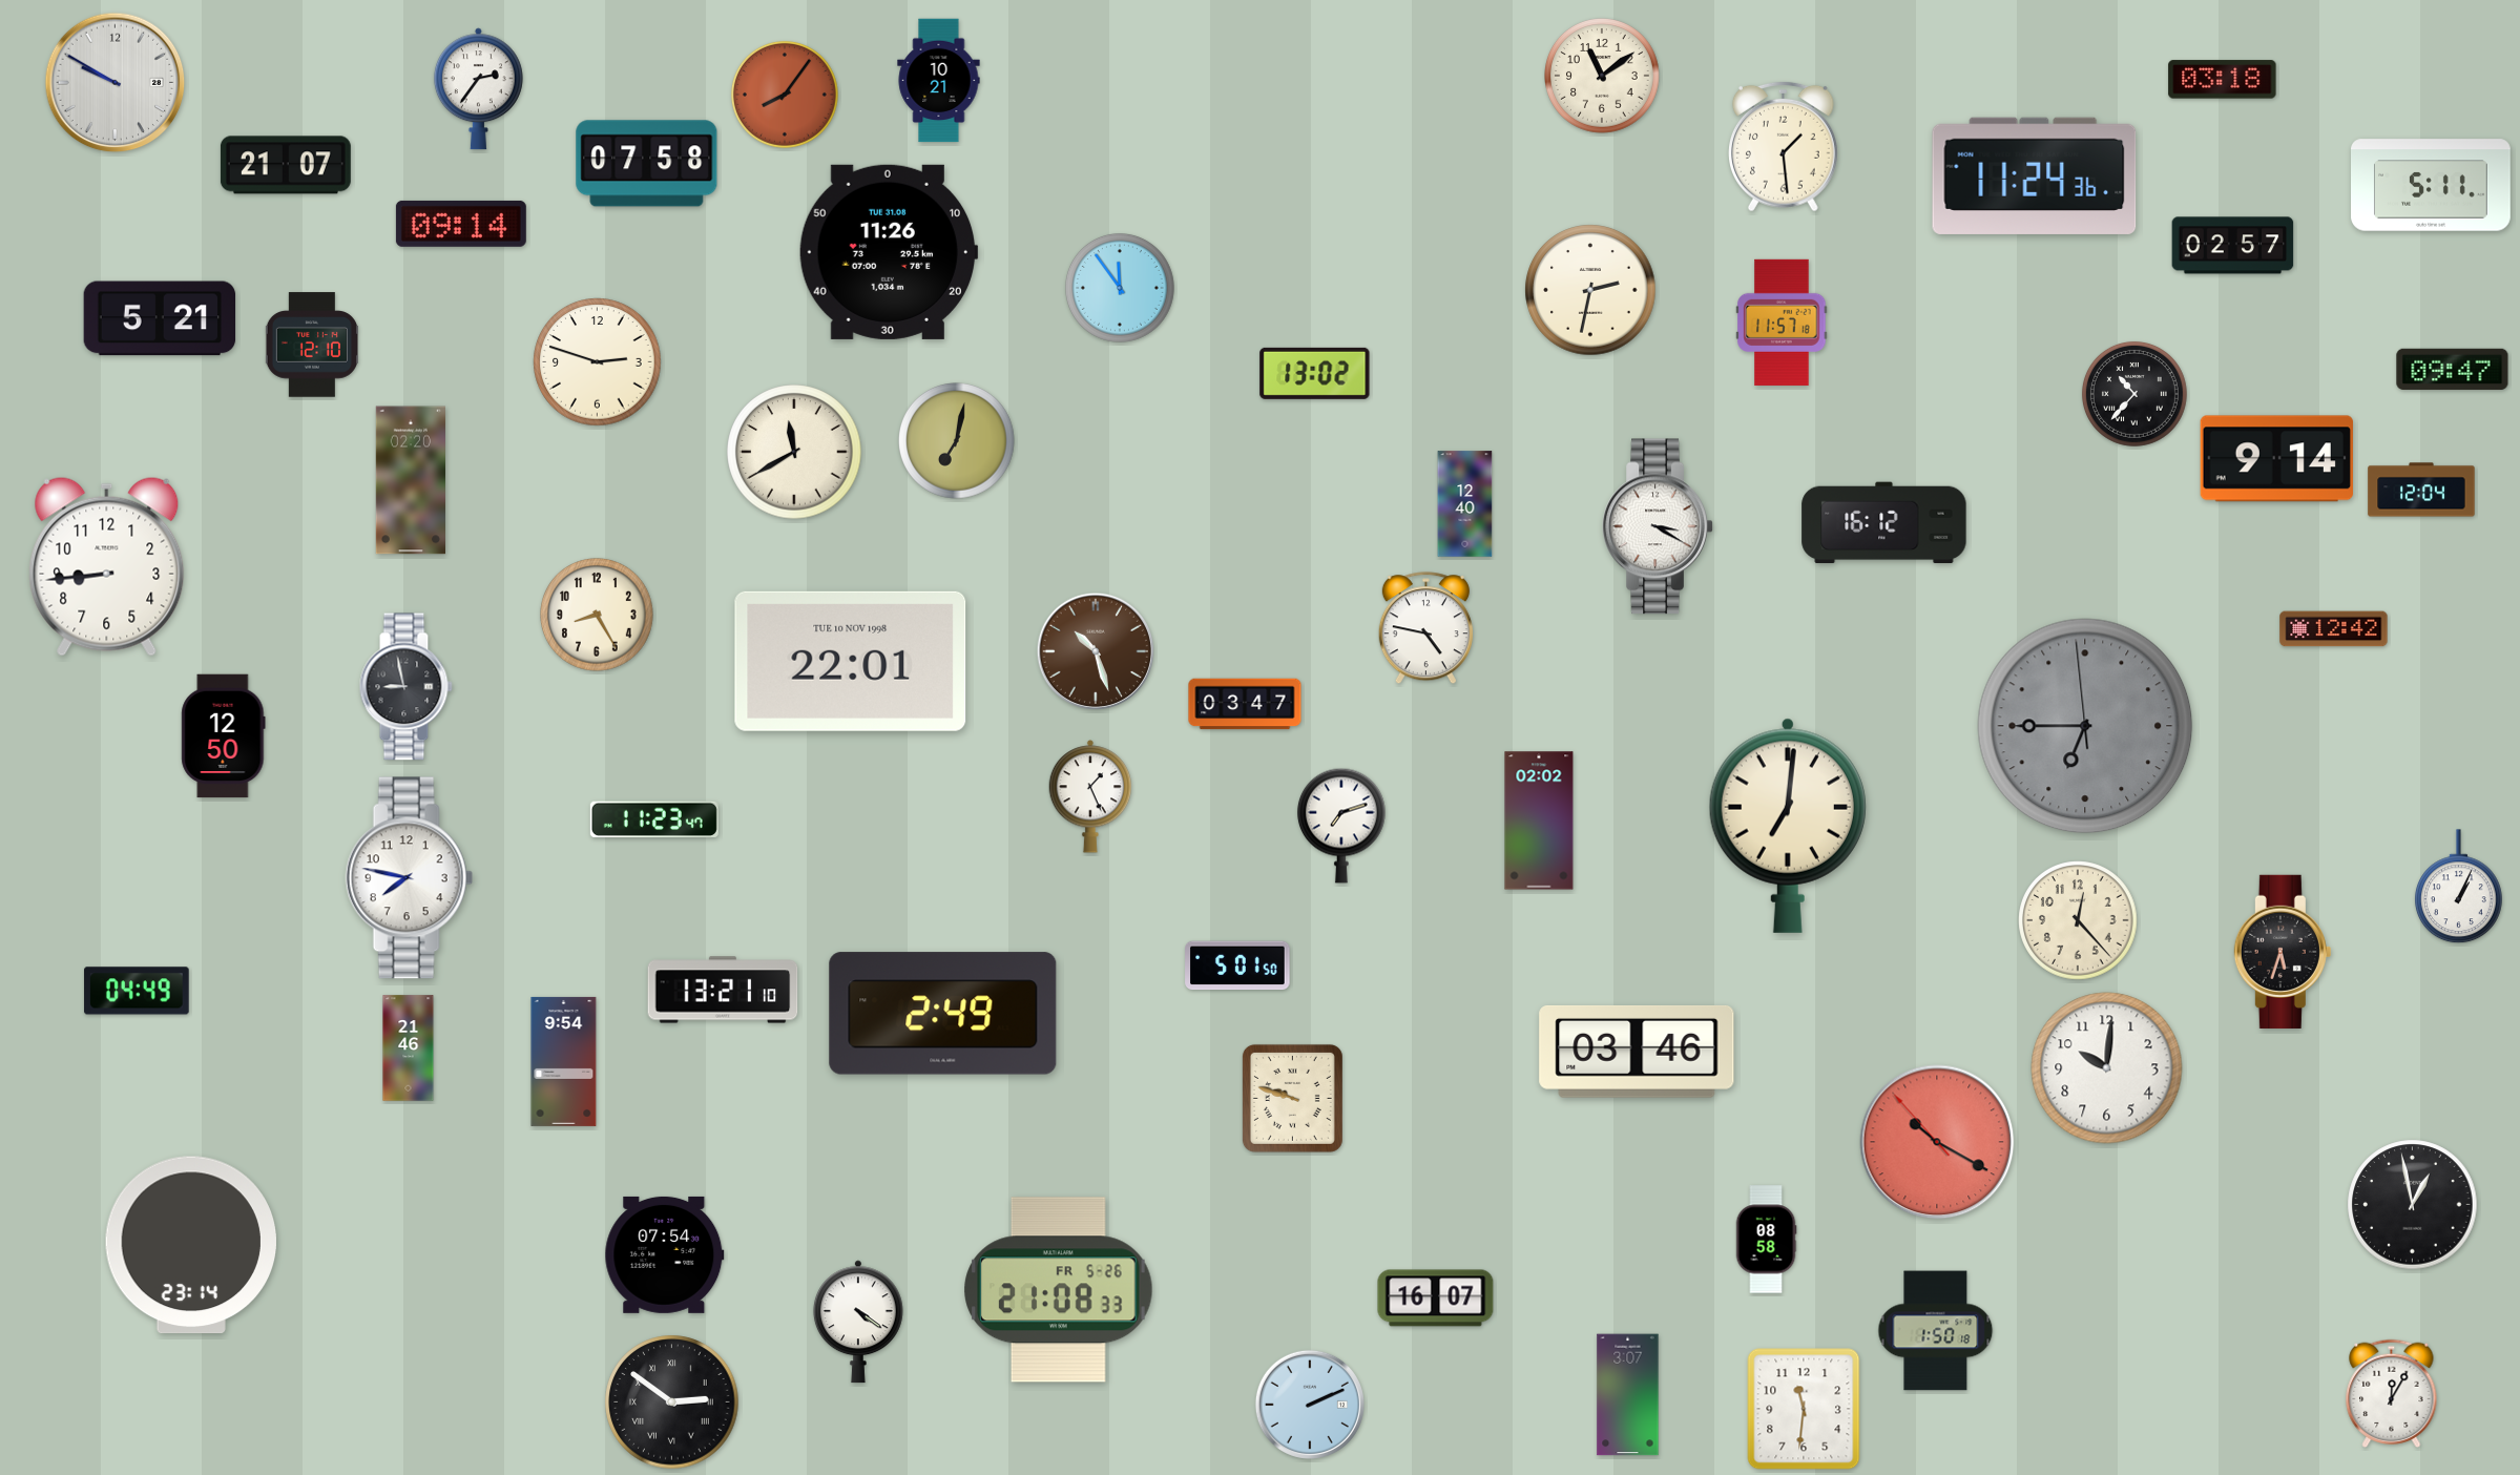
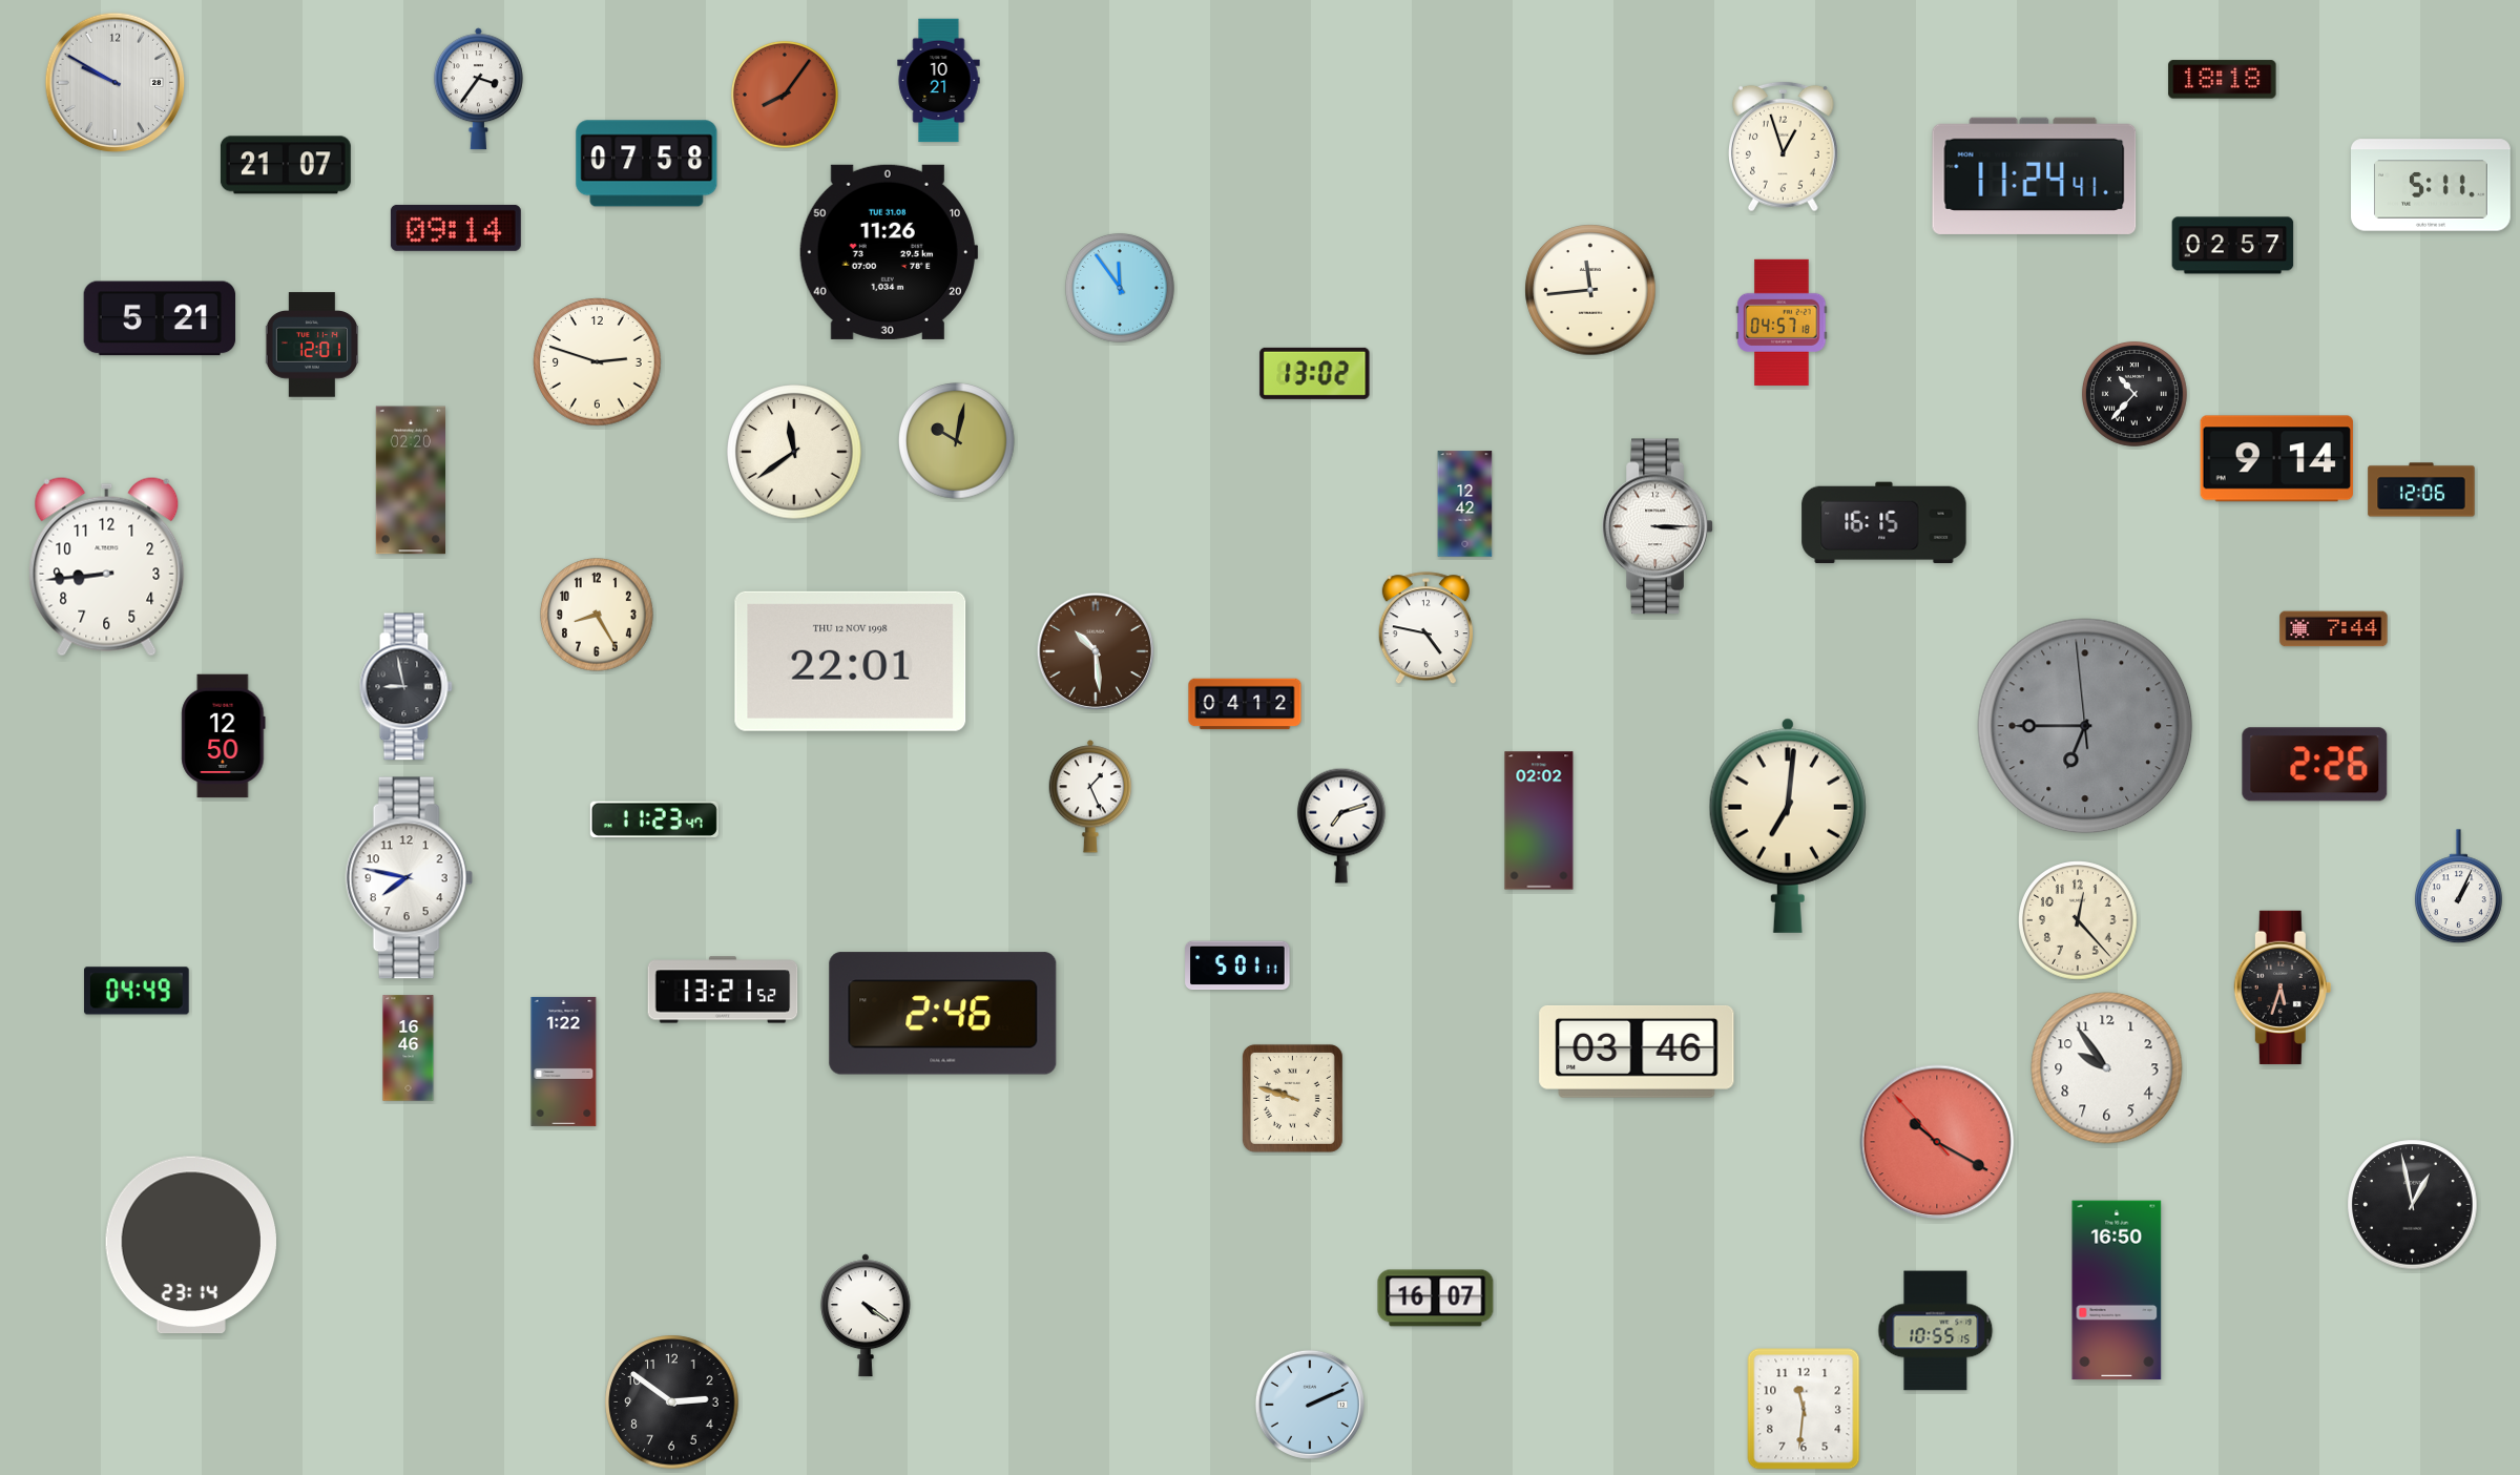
clock at (1603, 77): 11:09 -> none
clock at (2223, 80): 03:18 -> 18:18
clock at (478, 89): 2:36 -> 3:36
clock at (1784, 146): 1:29 -> 12:57
clock at (2035, 175): 11:24:36 -> 11:24:41
clock at (461, 224) position: (461, 224) -> (456, 228)
clock at (1590, 290): 2:32 -> 11:44
clock at (1782, 323): 11:57 -> 04:57
clock at (311, 345): 12:10 -> 12:01
clock at (2453, 369): 09:47 -> none
clock at (957, 441): 7:02 -> 10:02
clock at (794, 452): 11:40 -> 11:39
clock at (2421, 490): 12:04 -> 12:06
clock at (1465, 504): 12:40 -> 12:42
clock at (1884, 523): 16:12 -> 16:15
clock at (1658, 526): 3:20 -> 3:15
clock at (2334, 629): 12:42 -> 7:44
clock at (1096, 651): 10:27 -> 10:29
clock at (851, 661) date: TUE 10 NOV 1998 -> THU 12 NOV 1998
clock at (1245, 704): 03:47 -> 04:12
clock at (2315, 765): none -> 2:26
clock at (2283, 952) position: (2283, 952) -> (2283, 988)
clock at (1237, 965): 5:01:50 -> 5:01:11
clock at (723, 990): 13:21:10 -> 13:21:52
clock at (943, 1014): 2:49 -> 2:46
clock at (409, 1048): 21:46 -> 16:46
clock at (564, 1061): 9:54 -> 1:22
clock at (2107, 1068): 10:01 -> 9:54
clock at (1766, 1240): 08:58 -> none
clock at (665, 1254): 07:54 -> none
clock at (1059, 1290): 21:08 -> none
clock at (2117, 1290): none -> 16:50
clock at (858, 1322) position: (858, 1322) -> (866, 1315)
clock at (1936, 1331): 1:50 -> 10:55
clock at (2392, 1394): 12:05 -> none
clock at (1628, 1395): 3:07 -> none
clock at (672, 1403) numerals: Roman -> Arabic
